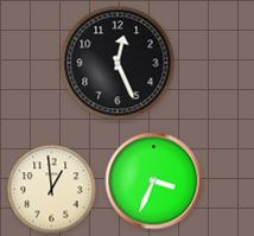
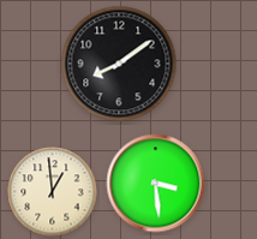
clock at (118, 63): 12:26 -> 8:09
clock at (154, 181): 3:34 -> 3:29
